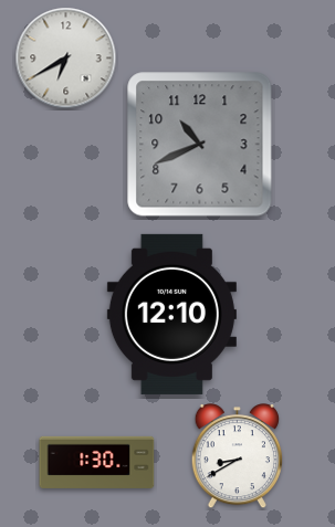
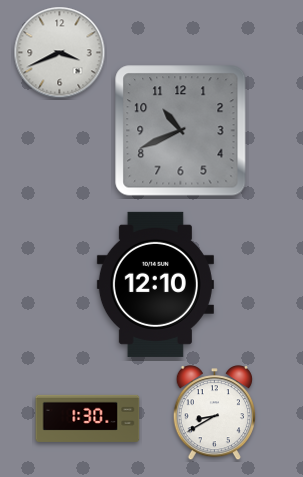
clock at (66, 59): 6:40 -> 3:41
